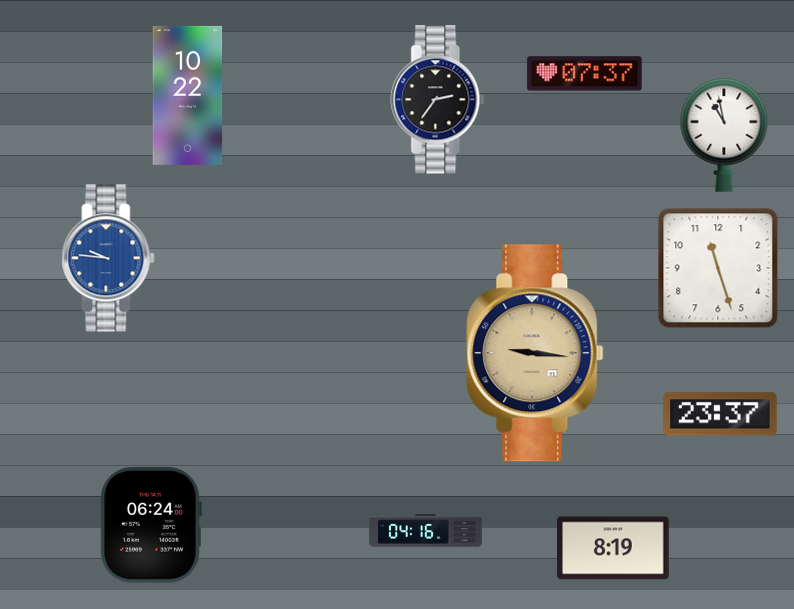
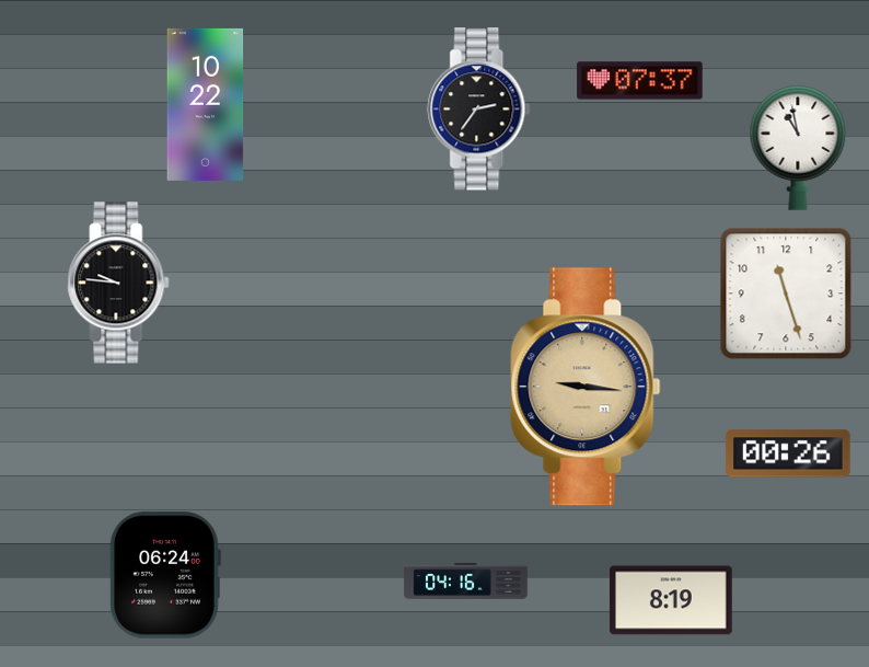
clock at (724, 135) position: (724, 135) -> (798, 148)
clock at (108, 258) dial: blue -> black
clock at (720, 414): 23:37 -> 00:26
